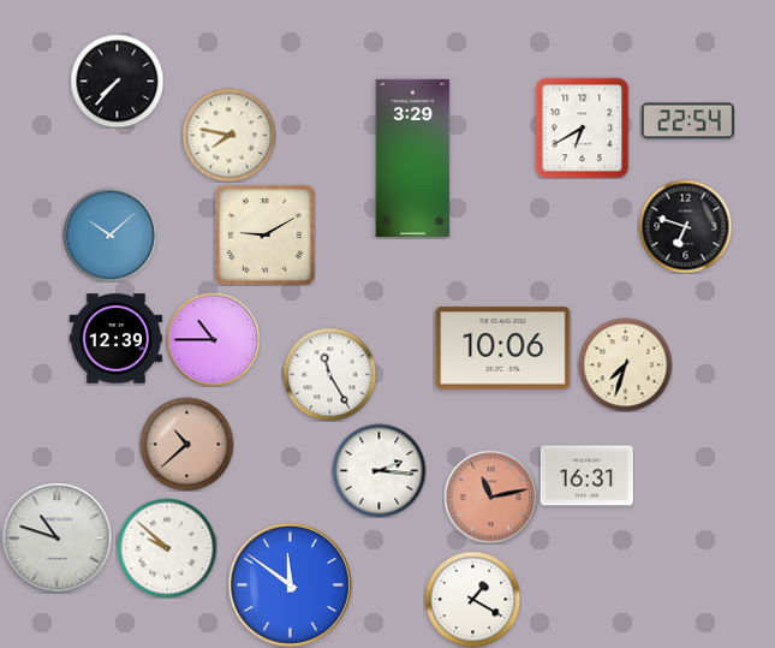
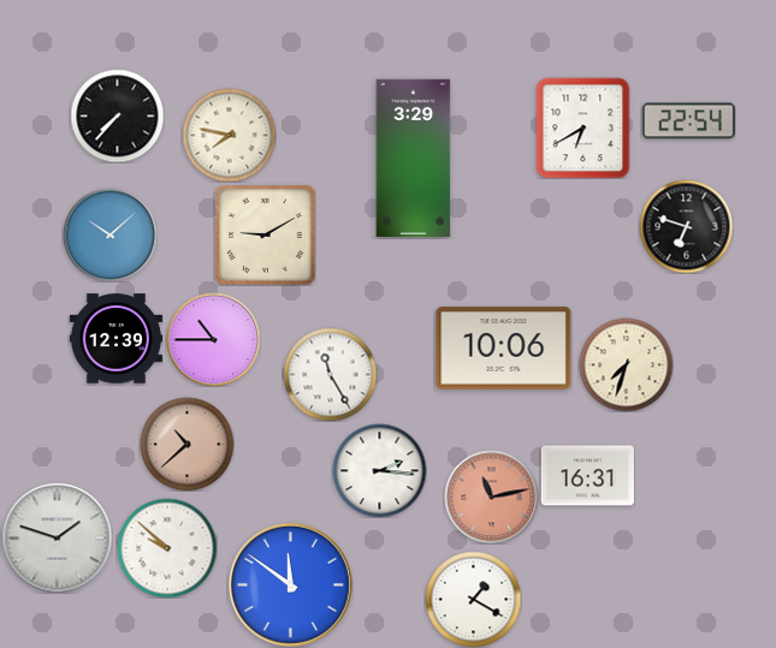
clock at (117, 81) position: (117, 81) -> (117, 115)
clock at (56, 537): 10:48 -> 1:48
